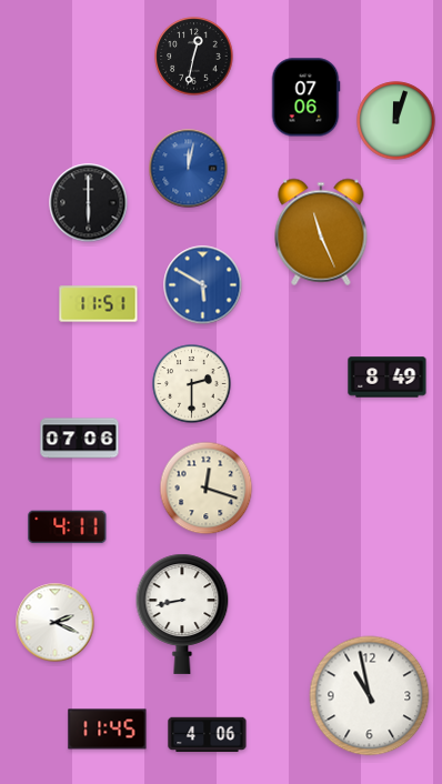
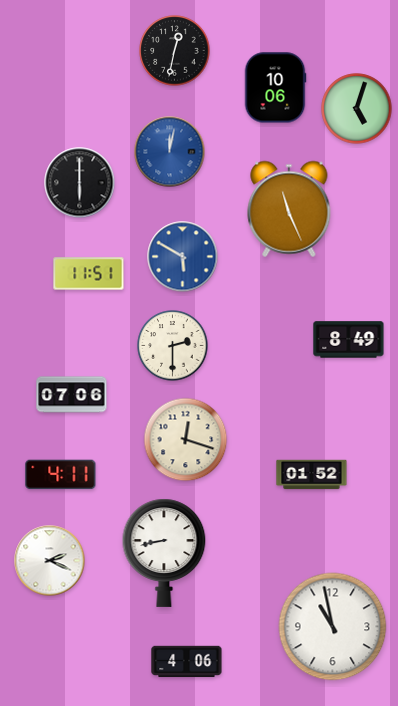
clock at (305, 98): 07:06 -> 10:06
clock at (396, 121): 12:03 -> 5:03
clock at (312, 475): none -> 01:52
clock at (108, 730): 11:45 -> none
